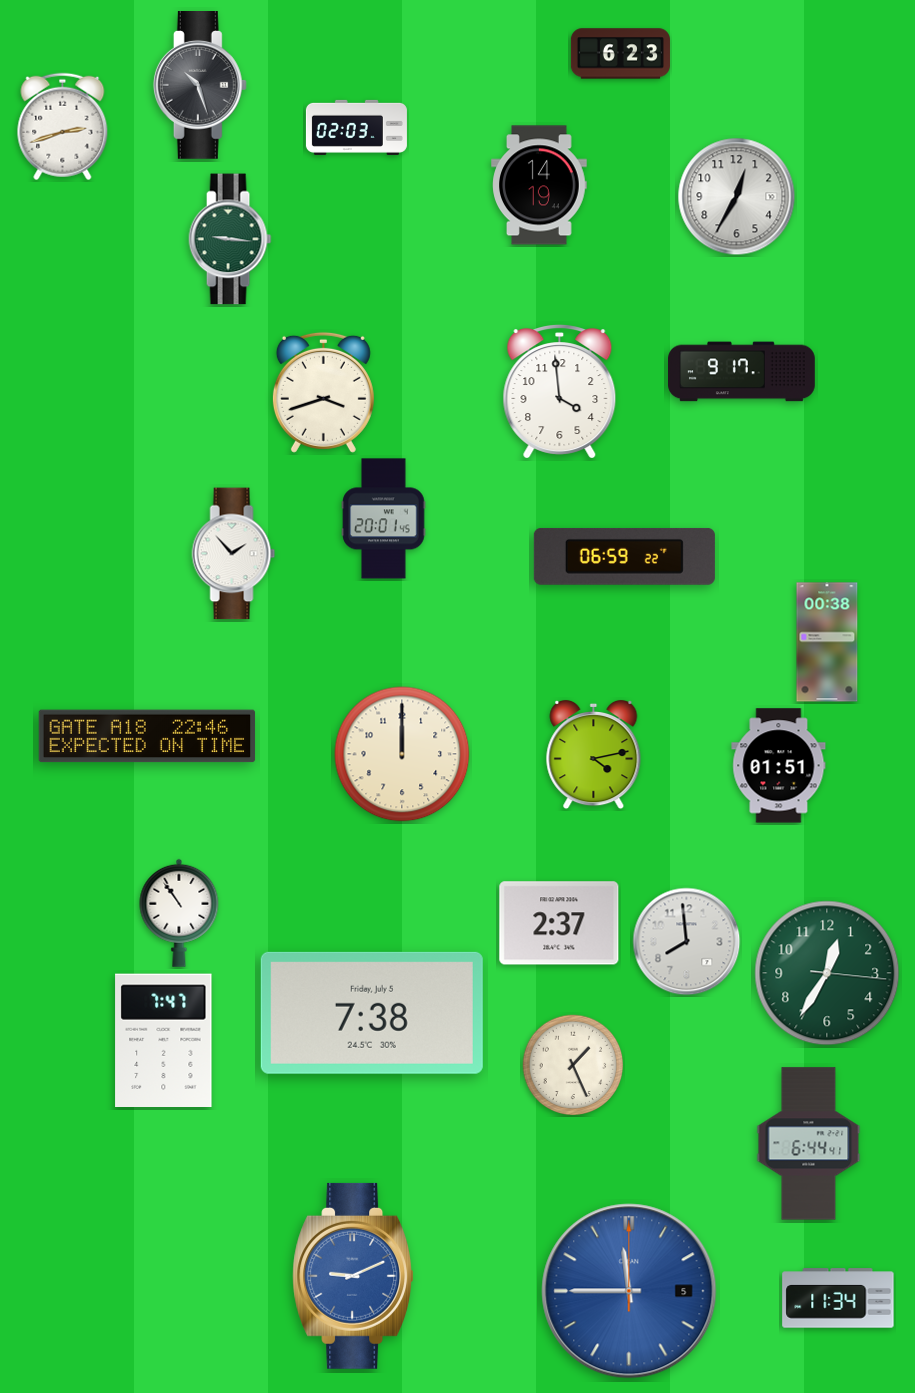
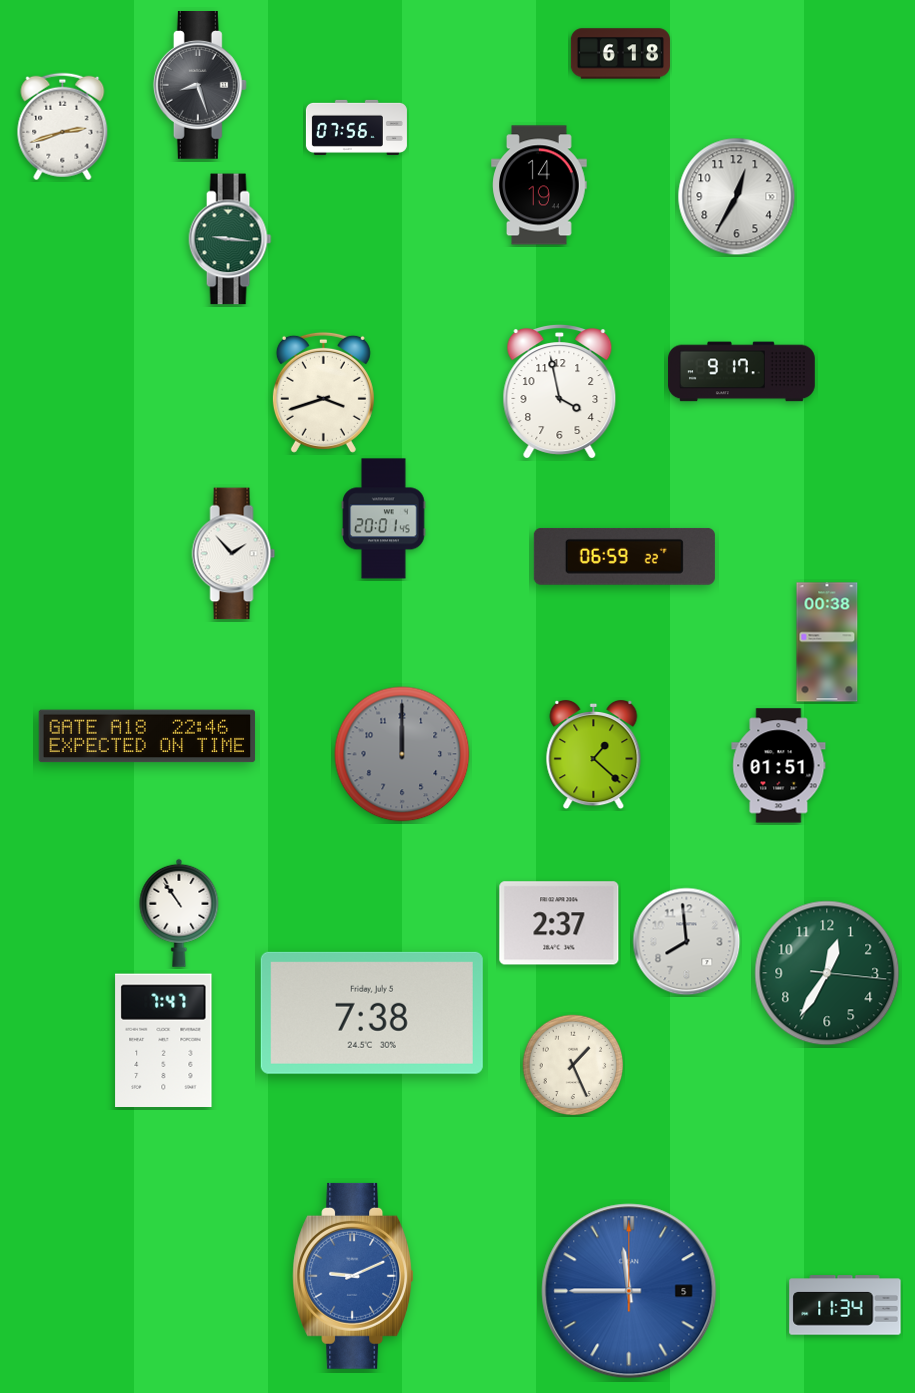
clock at (620, 54): 6:23 -> 6:18
clock at (200, 86): 10:27 -> 8:27
clock at (356, 127): 02:03 -> 07:56
clock at (560, 392): 3:59 -> 3:58
clock at (402, 754) dial: cream -> grey
clock at (594, 755): 4:13 -> 1:22
clock at (809, 1144): 6:44 -> none
clock at (838, 1298) position: (838, 1298) -> (845, 1305)
